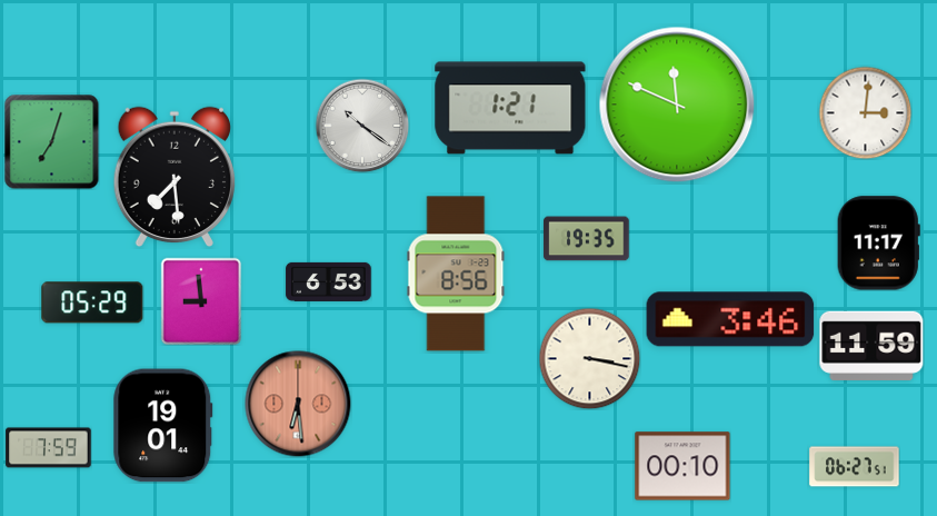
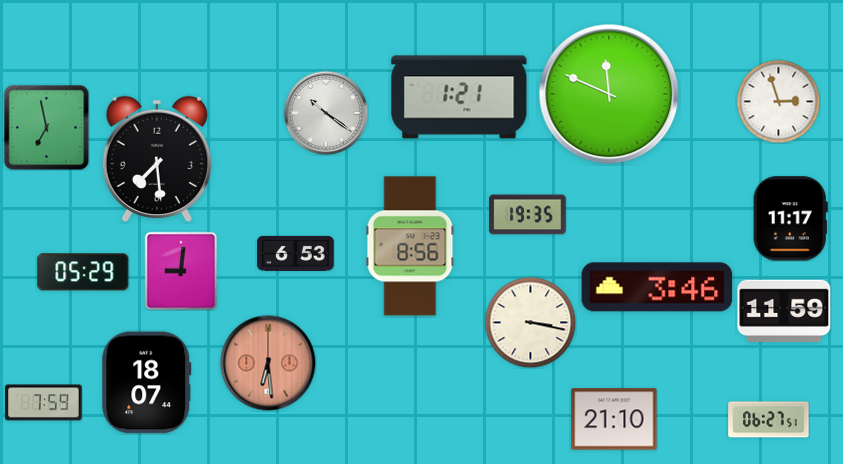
clock at (865, 112): 3:01 -> 2:57
clock at (51, 141): 7:03 -> 6:58
clock at (201, 301): 8:59 -> 9:01
clock at (163, 426): 19:01 -> 18:07
clock at (682, 466): 00:10 -> 21:10
